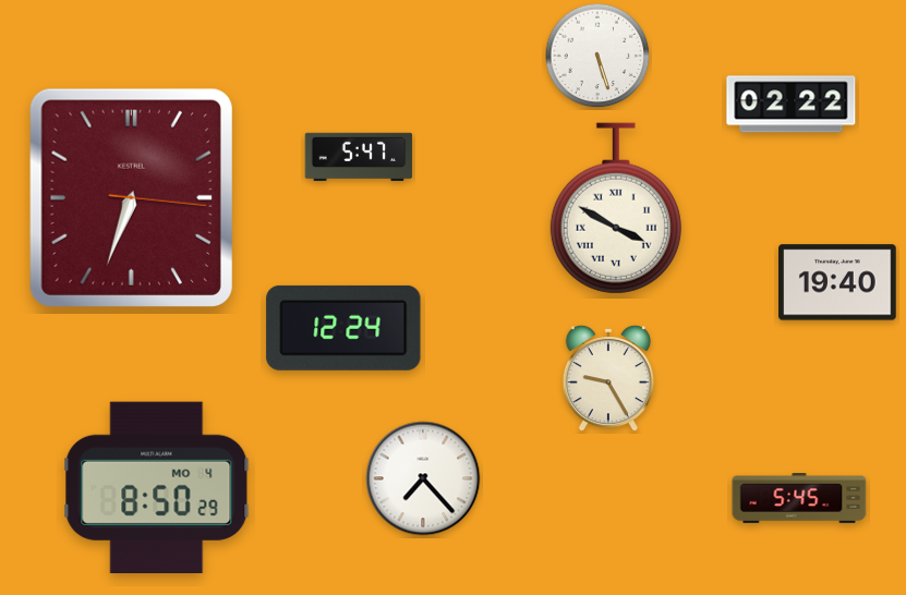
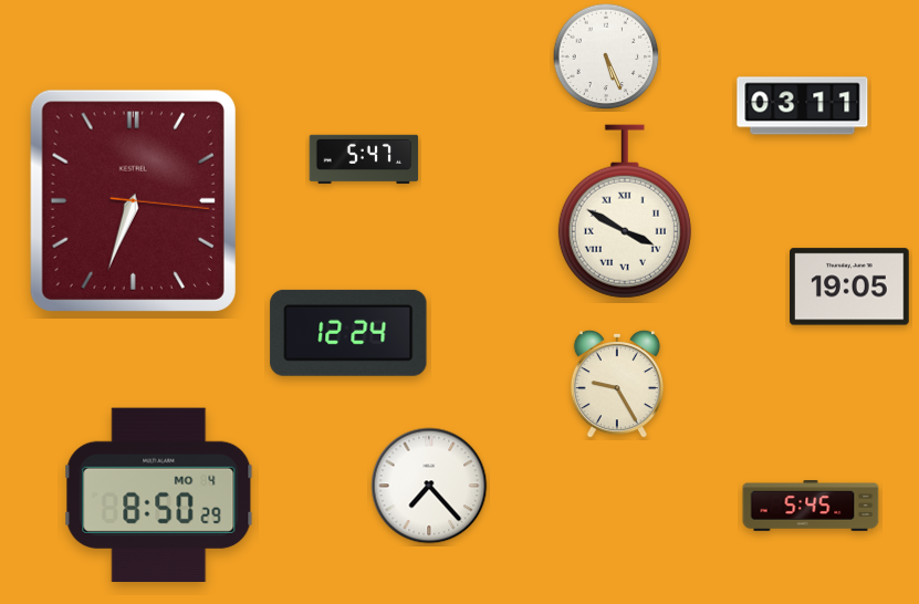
clock at (597, 56): 5:27 -> 5:26
clock at (792, 105): 02:22 -> 03:11
clock at (837, 282): 19:40 -> 19:05
